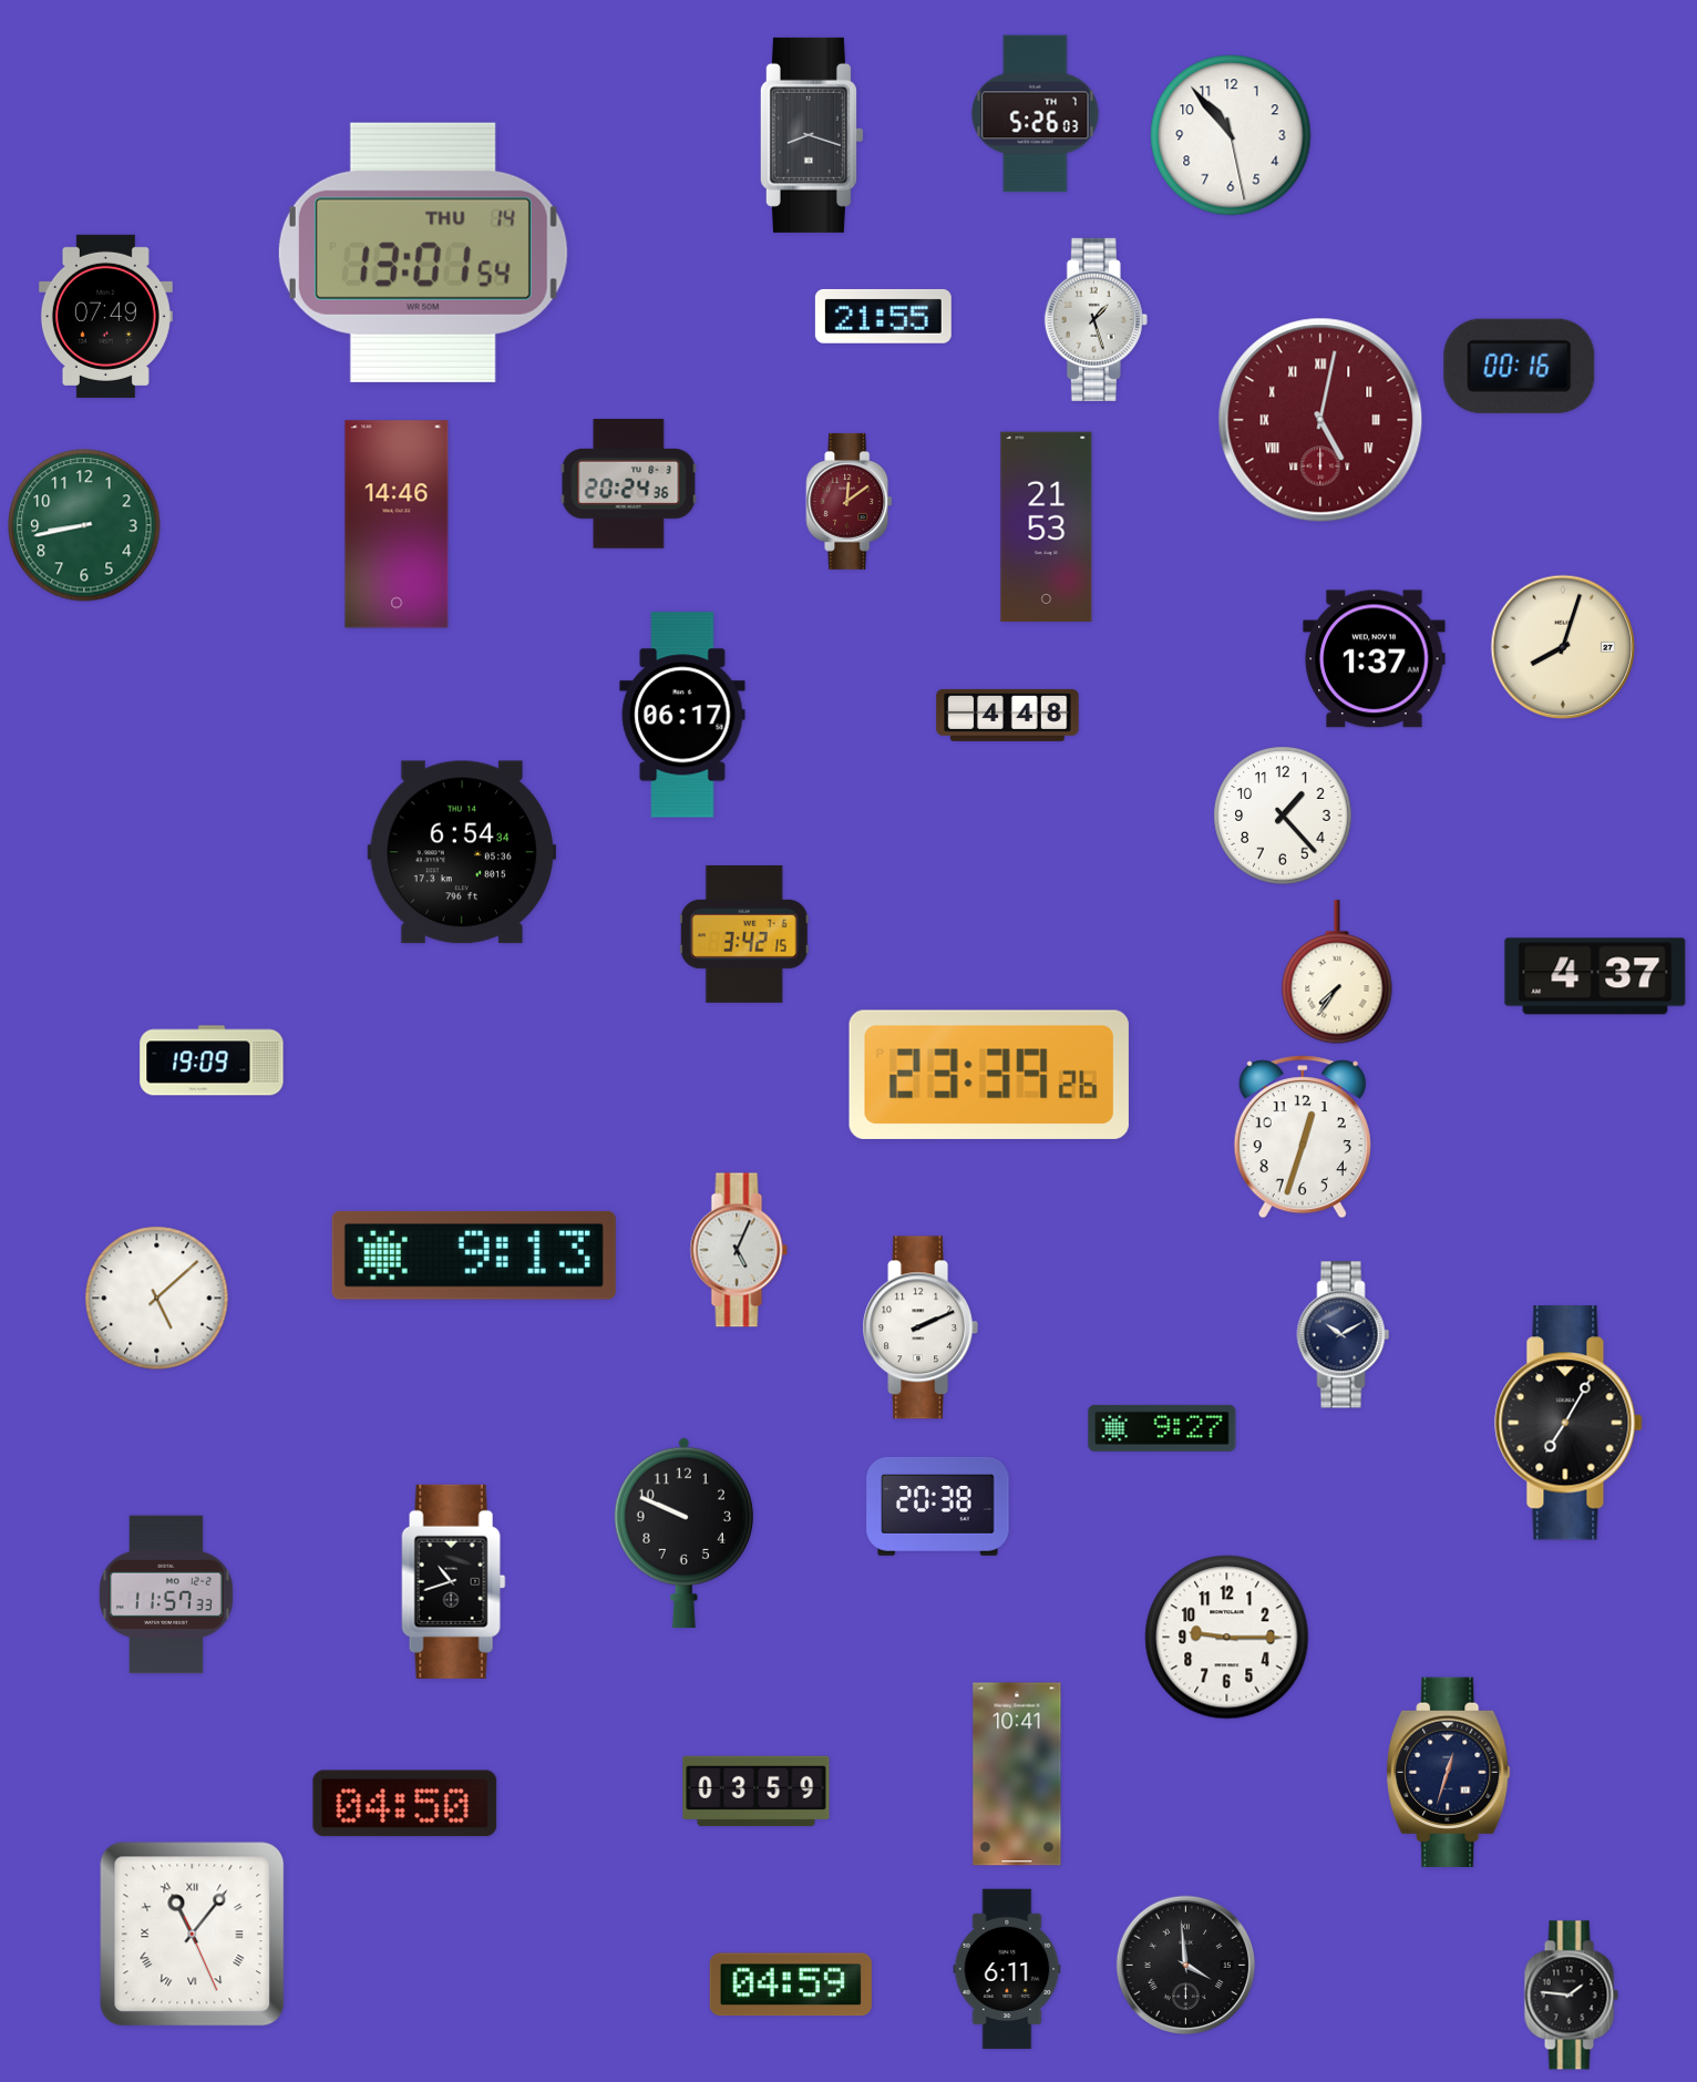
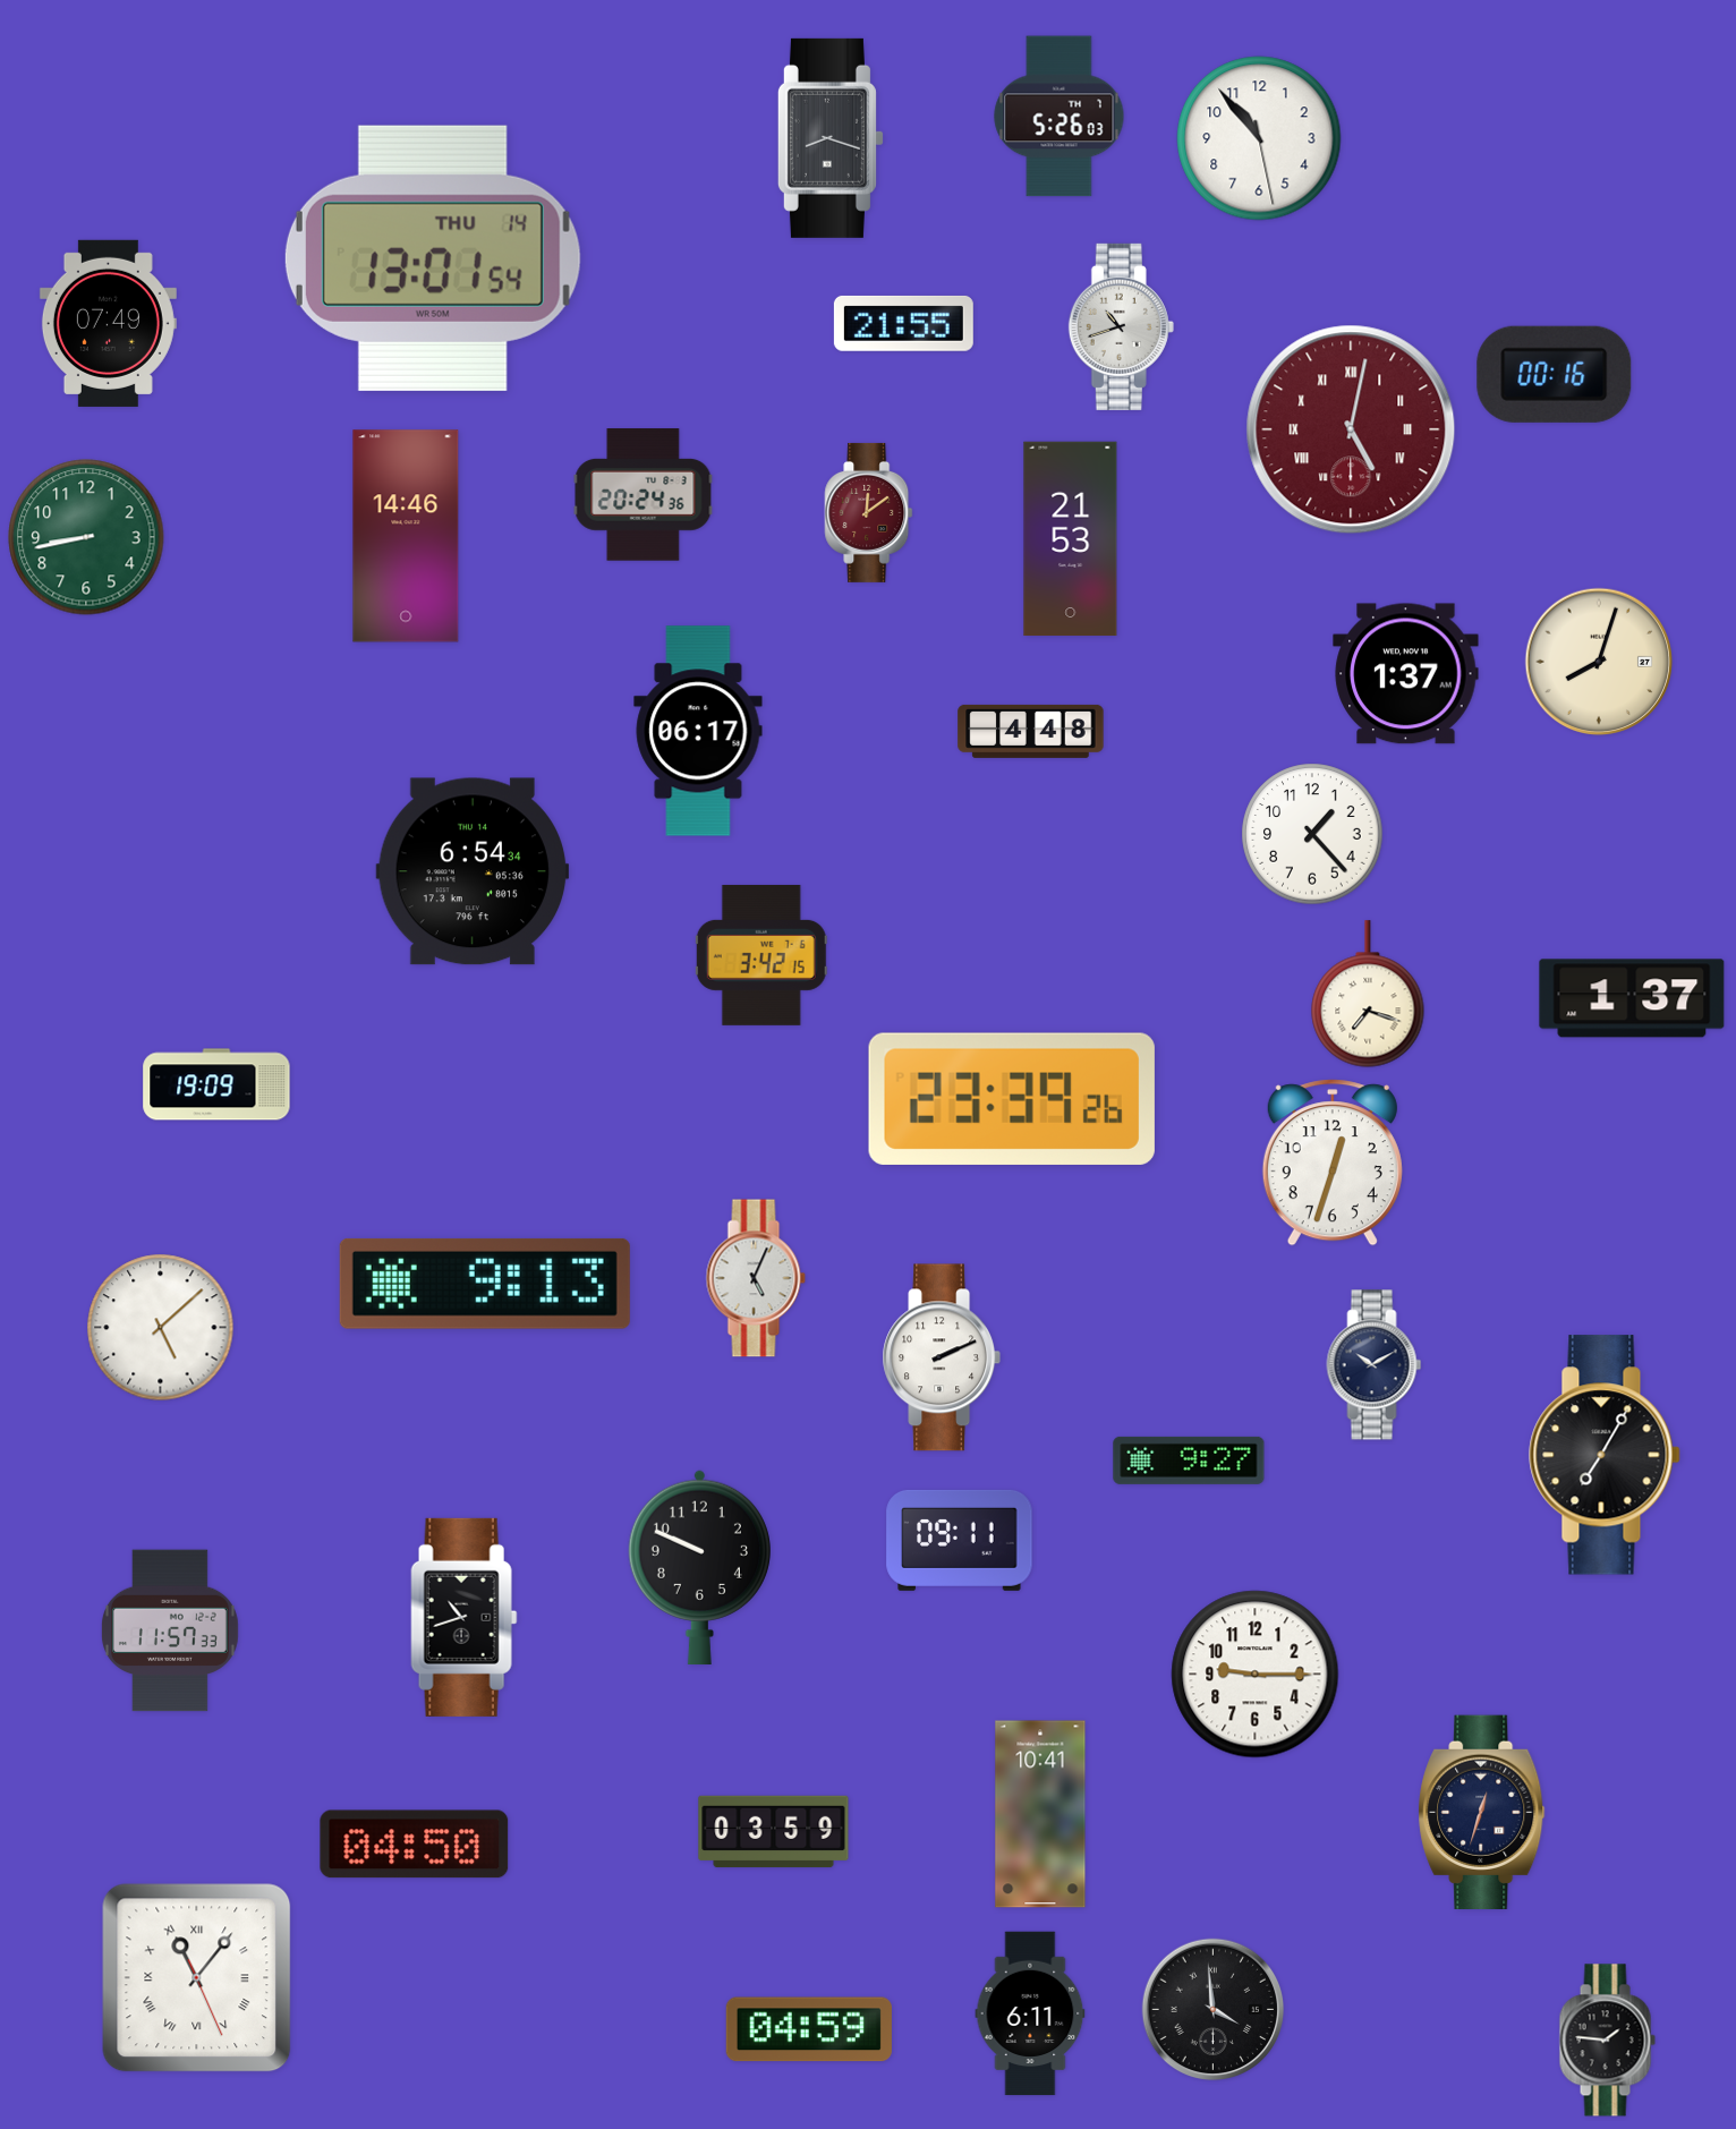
clock at (1096, 319): 1:27 -> 10:42
clock at (1337, 972): 7:36 -> 7:18
clock at (1595, 976): 4:37 -> 1:37
clock at (938, 1506): 20:38 -> 09:11
